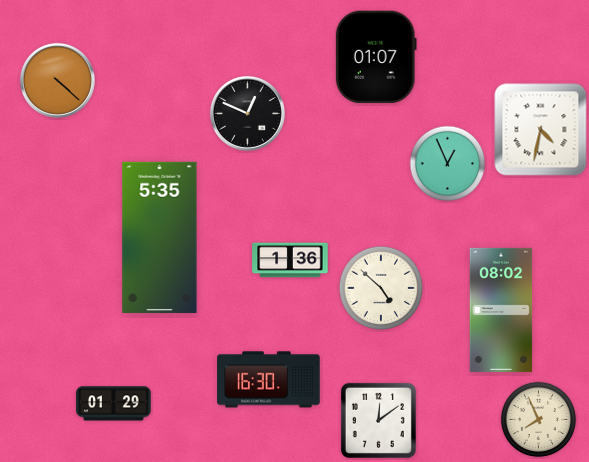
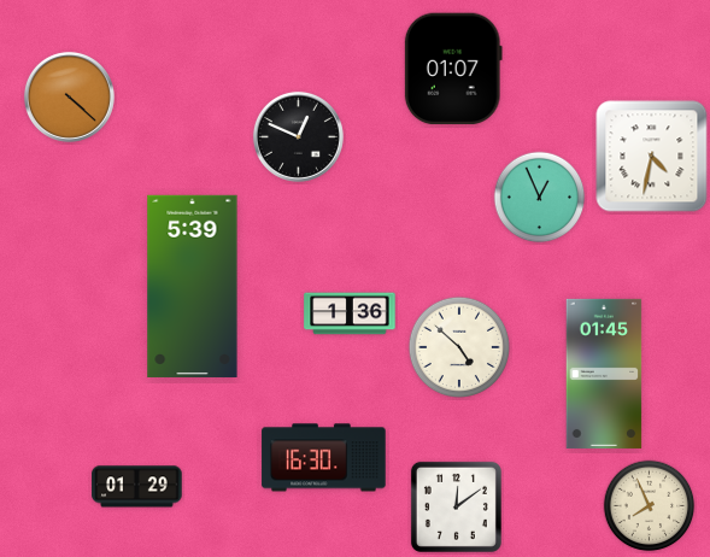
clock at (160, 237): 5:35 -> 5:39
clock at (501, 310): 08:02 -> 01:45
